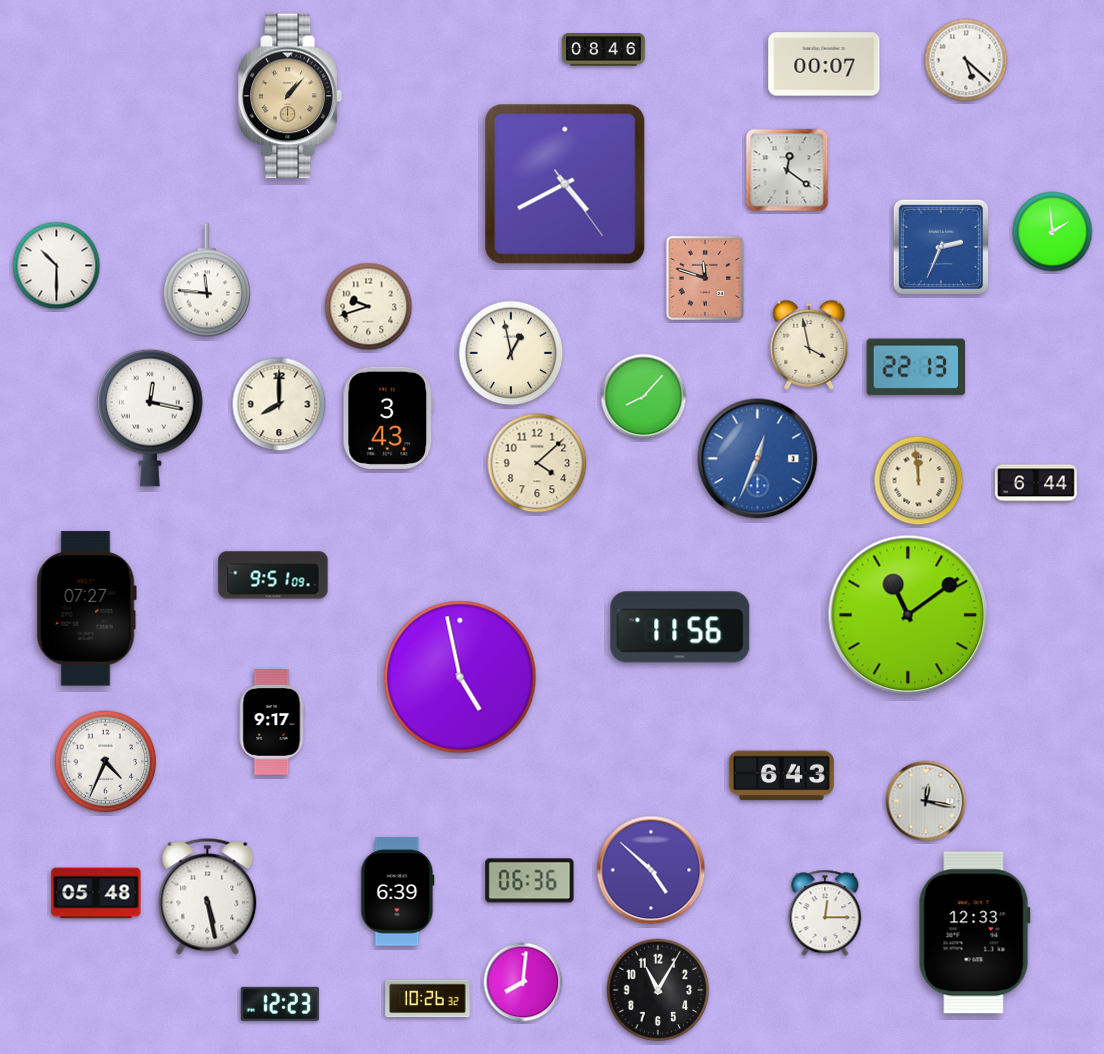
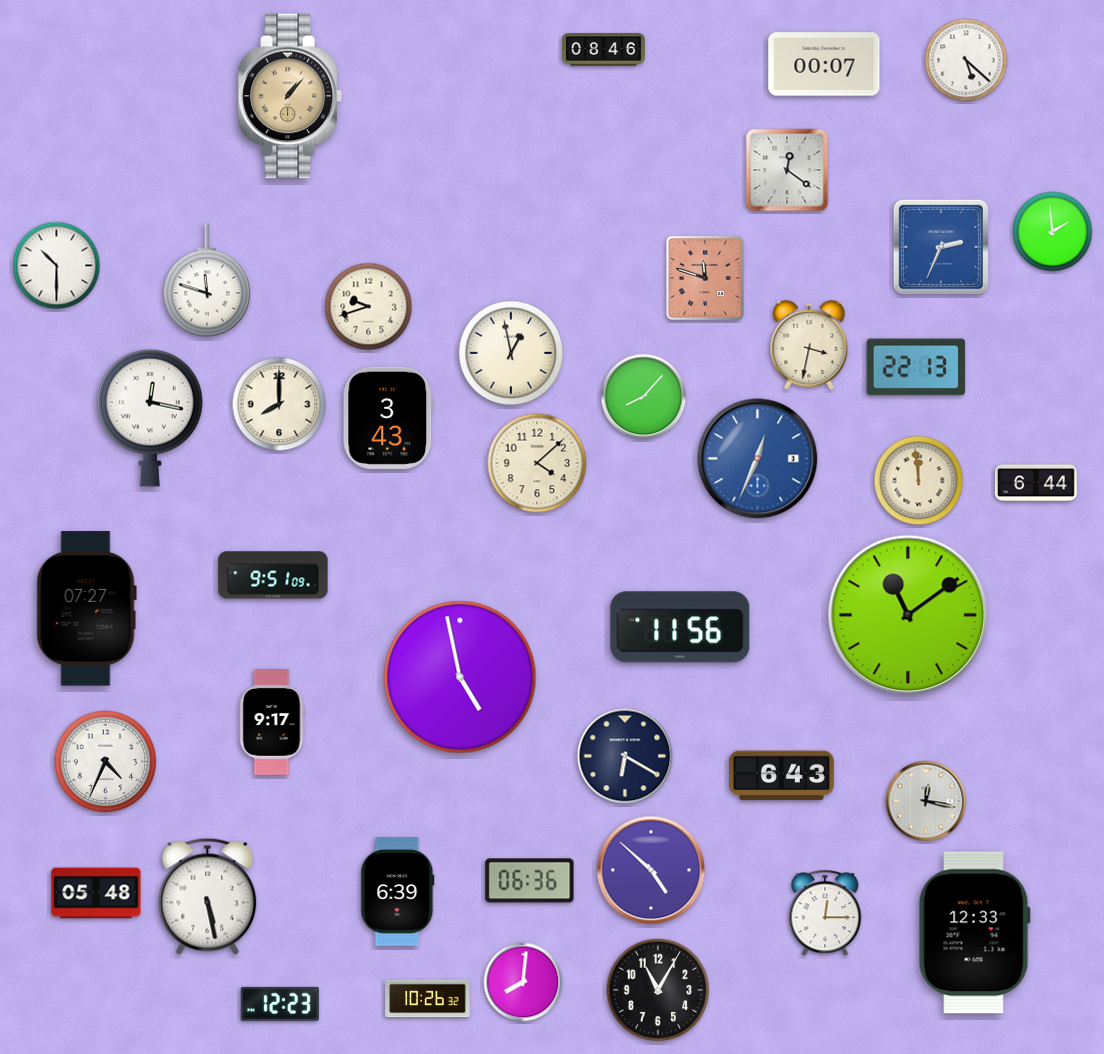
clock at (565, 184): 4:40 -> none
clock at (207, 280): 11:46 -> 11:48
clock at (809, 345): 3:58 -> 3:32
clock at (625, 756): none -> 6:20
